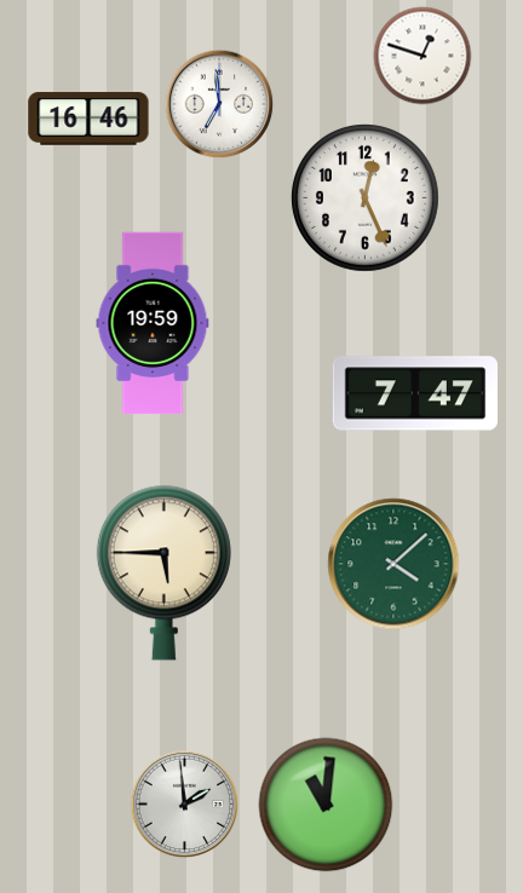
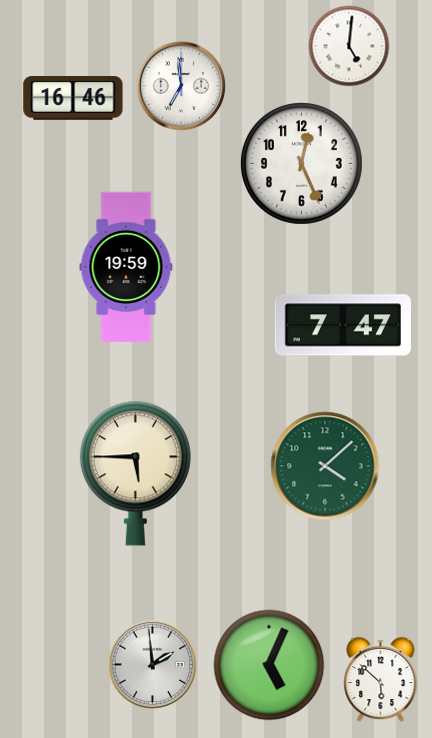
clock at (423, 56): 12:48 -> 5:01
clock at (326, 805): 11:01 -> 5:04
clock at (381, 680): none -> 5:52
